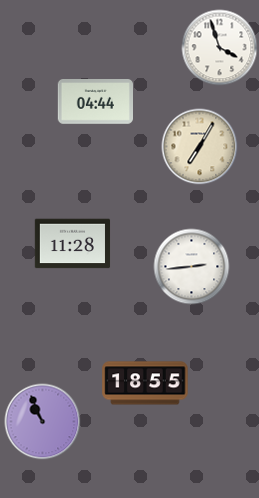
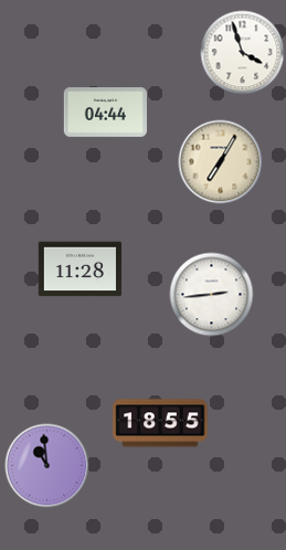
clock at (43, 422): 10:56 -> 10:59
